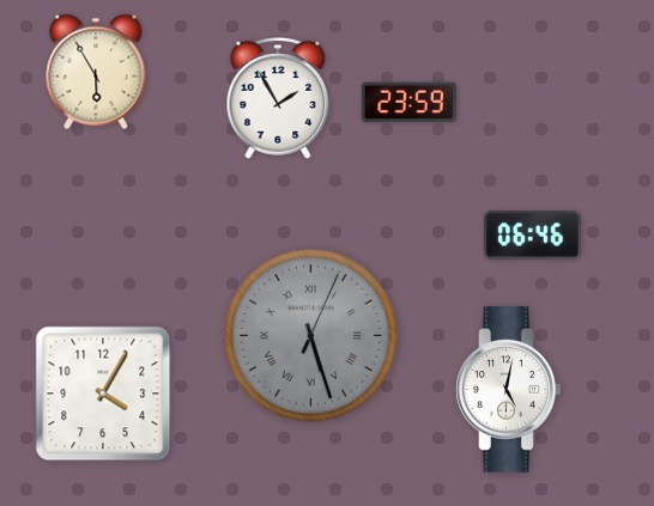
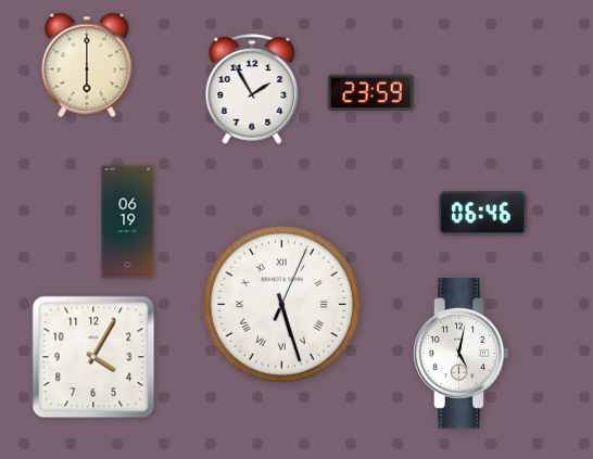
clock at (96, 72): 5:55 -> 6:00
clock at (128, 222): none -> 06:19
clock at (310, 335) dial: grey -> white
